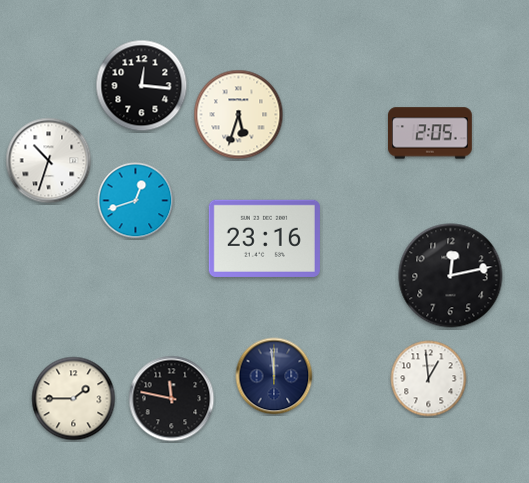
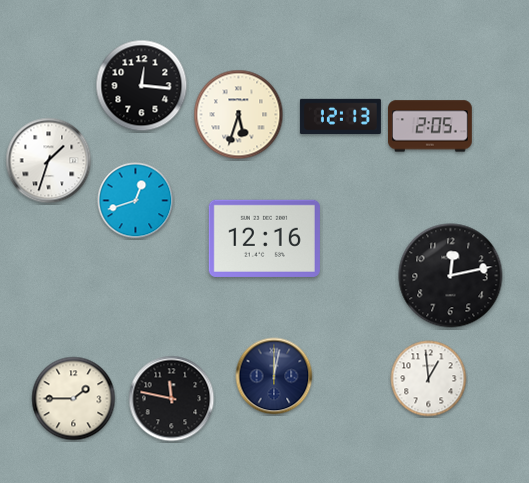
clock at (340, 116): none -> 12:13
clock at (431, 133) position: (431, 133) -> (431, 126)
clock at (49, 161): 10:33 -> 1:33
clock at (264, 238): 23:16 -> 12:16
clock at (274, 376): 11:59 -> 12:02
